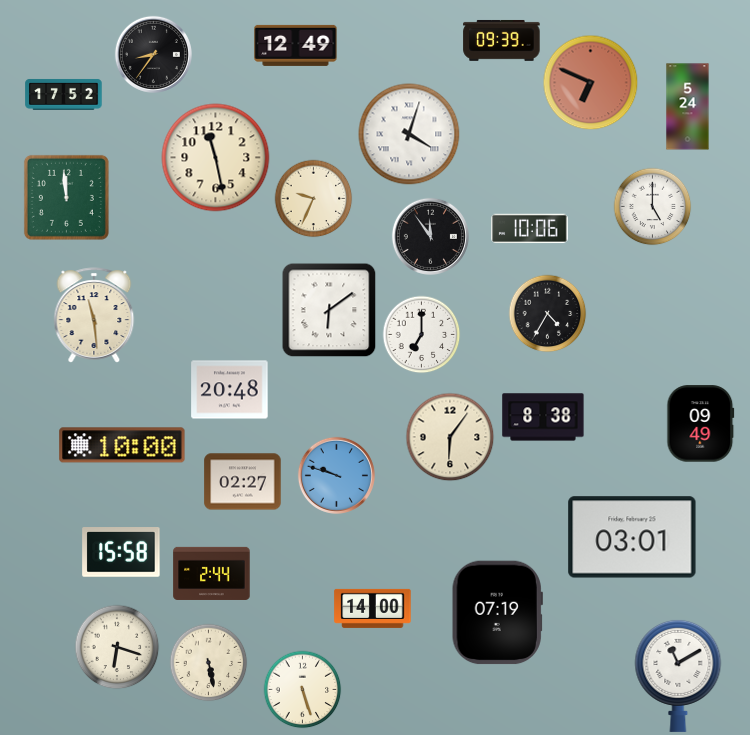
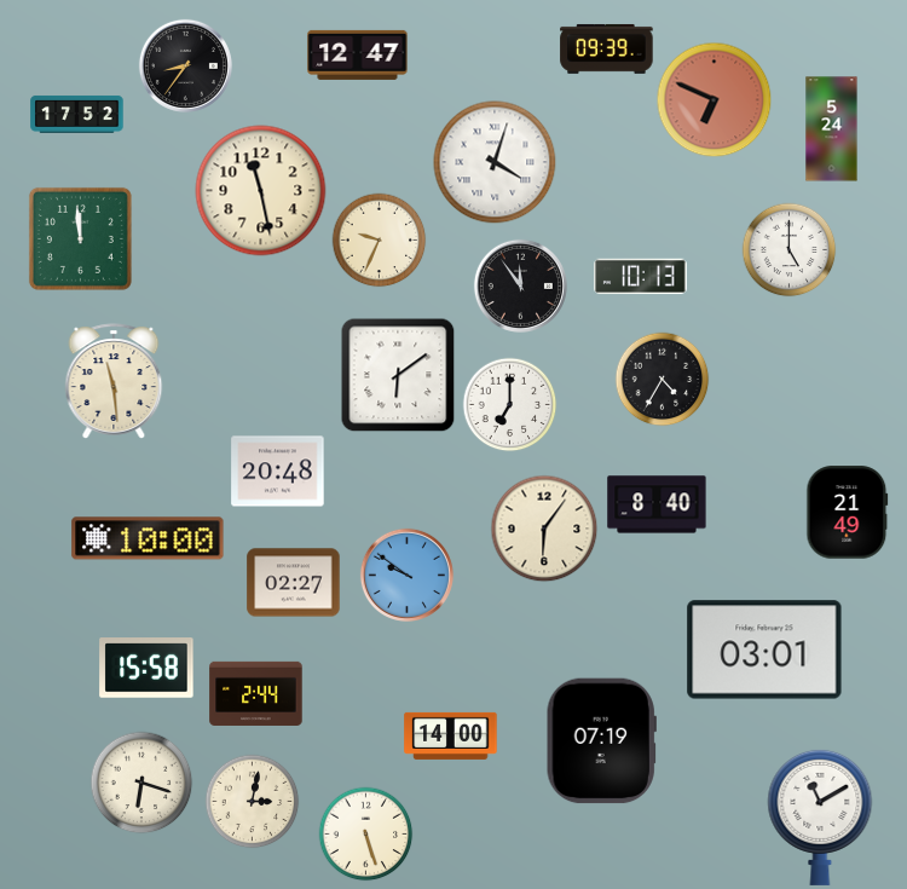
clock at (296, 45): 12:49 -> 12:47
clock at (530, 229): 10:06 -> 10:13
clock at (543, 417): 8:38 -> 8:40
clock at (701, 424): 09:49 -> 21:49
clock at (336, 475): 9:48 -> 9:51
clock at (208, 662): 5:28 -> 3:02
